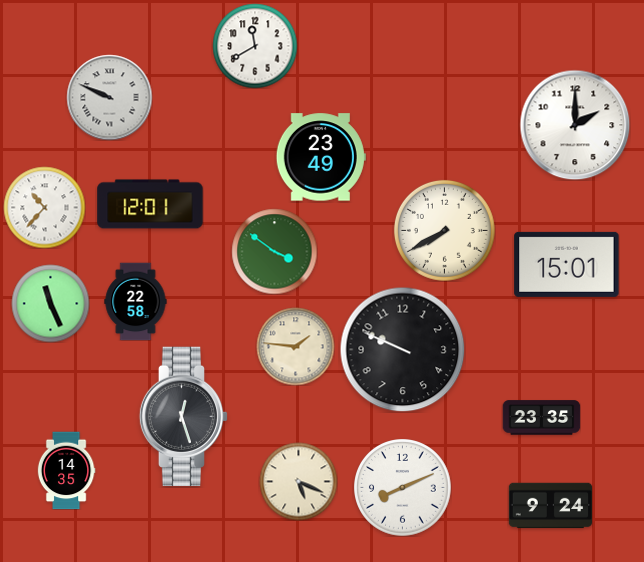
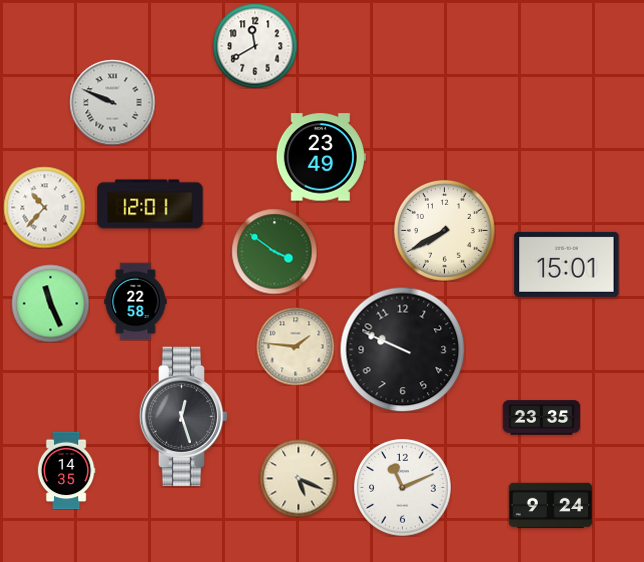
clock at (109, 97) position: (109, 97) -> (112, 102)
clock at (575, 125): 2:00 -> none
clock at (298, 481) position: (298, 481) -> (298, 478)
clock at (403, 488): 8:11 -> 11:11
